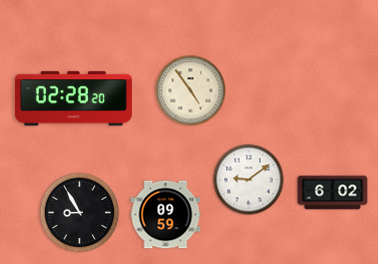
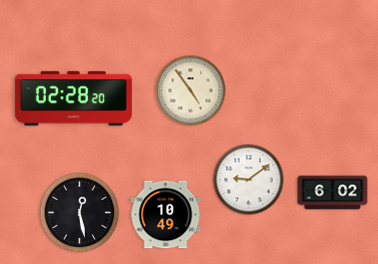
clock at (80, 213): 8:55 -> 12:28
clock at (166, 215): 09:59 -> 10:49
